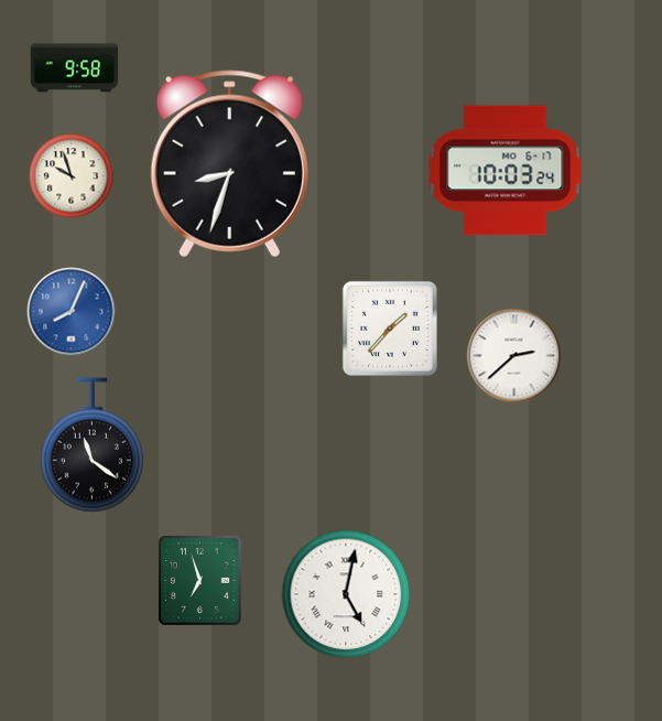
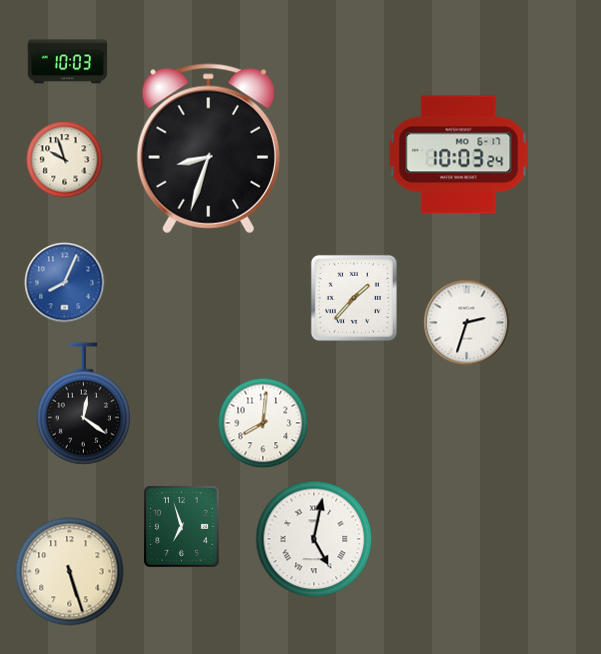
clock at (75, 68): 9:58 -> 10:03
clock at (514, 356): 2:38 -> 2:33
clock at (91, 445): 11:21 -> 12:21
clock at (263, 423): none -> 8:01
clock at (70, 572): none -> 5:27
